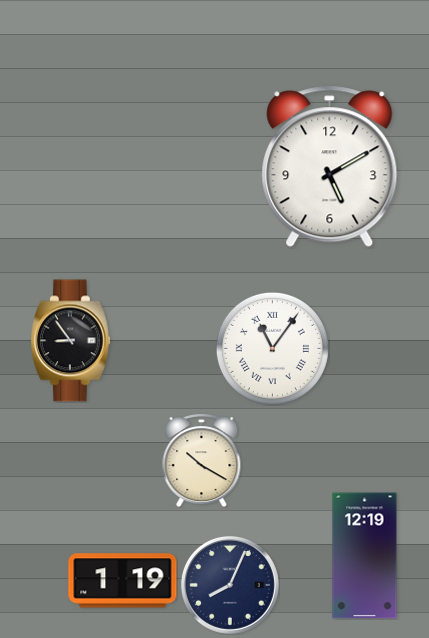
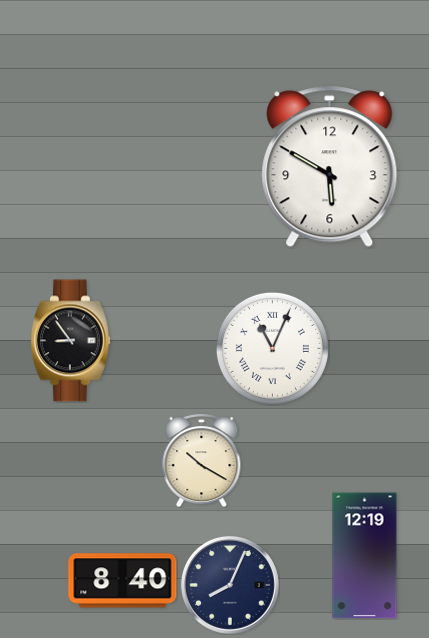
clock at (330, 167): 5:10 -> 5:50
clock at (272, 348): 11:06 -> 11:04
clock at (123, 581): 1:19 -> 8:40
